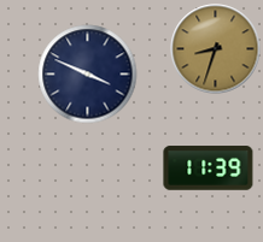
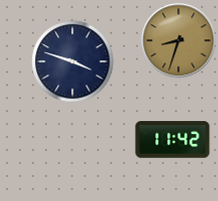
clock at (88, 75): 3:49 -> 3:48
clock at (209, 169): 11:39 -> 11:42
